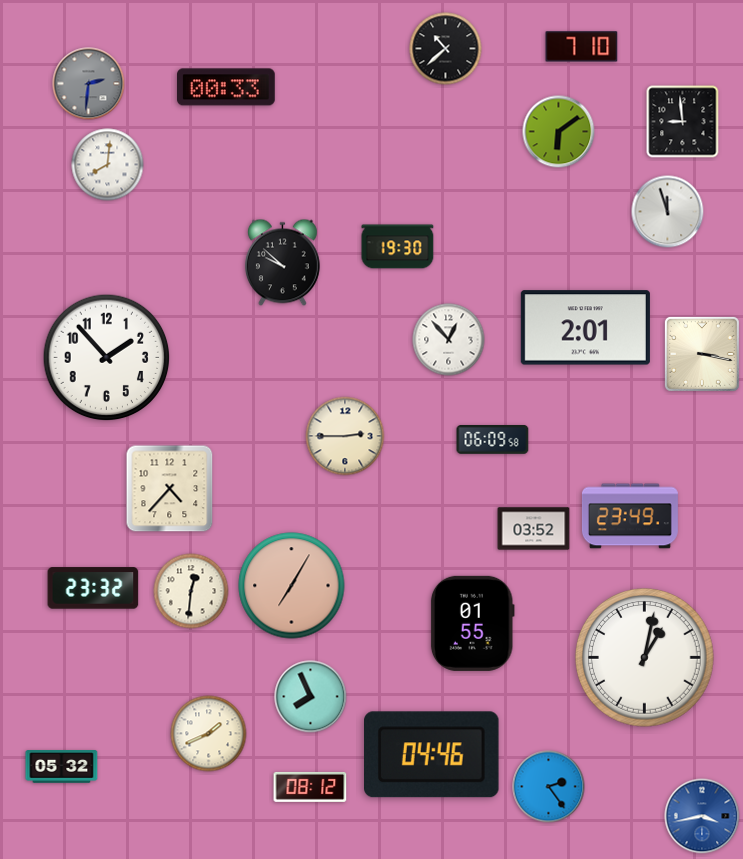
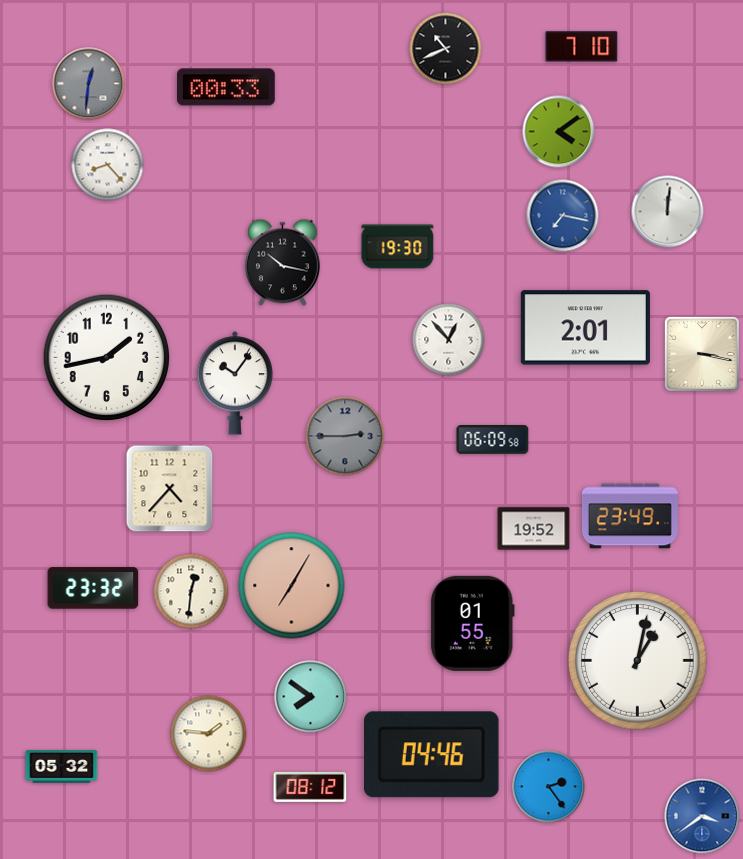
clock at (446, 49): 10:38 -> 10:41
clock at (89, 84): 2:31 -> 12:31
clock at (683, 122): 8:59 -> none
clock at (559, 132): 6:09 -> 4:09
clock at (108, 165): 8:01 -> 8:23
clock at (668, 212): 11:57 -> 12:01
clock at (563, 216): none -> 7:17
clock at (282, 263): 9:52 -> 10:17
clock at (107, 358): 1:53 -> 1:43
clock at (235, 383): none -> 10:06
clock at (345, 436) dial: cream -> grey
clock at (534, 529): 03:52 -> 19:52
clock at (645, 658) position: (645, 658) -> (638, 661)
clock at (311, 697): 7:56 -> 7:51
clock at (209, 734): 1:41 -> 1:46
clock at (702, 816): 3:43 -> 3:39
